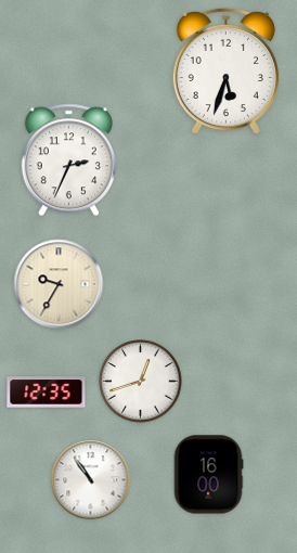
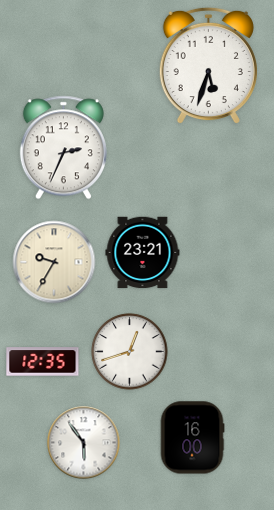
clock at (143, 253): none -> 23:21
clock at (91, 480): 10:54 -> 5:54
